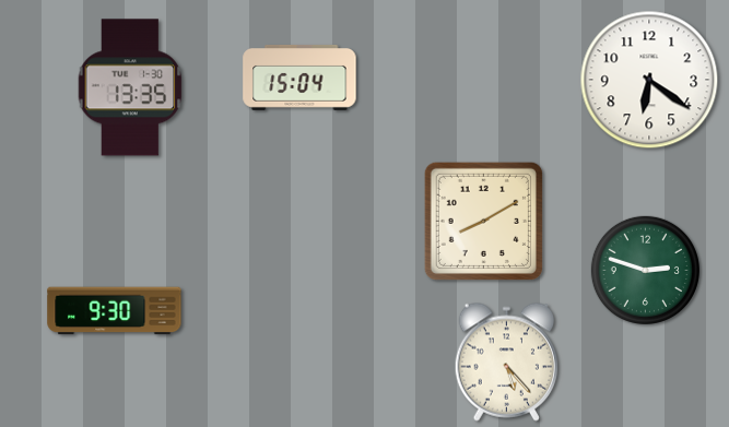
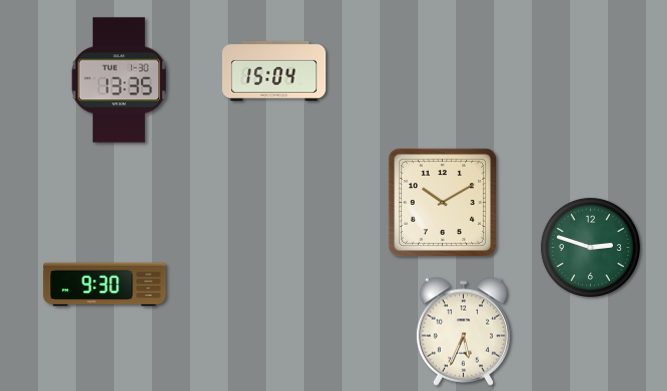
clock at (649, 80): 6:21 -> none
clock at (483, 221): 8:10 -> 10:10
clock at (506, 361): 5:23 -> 5:34
